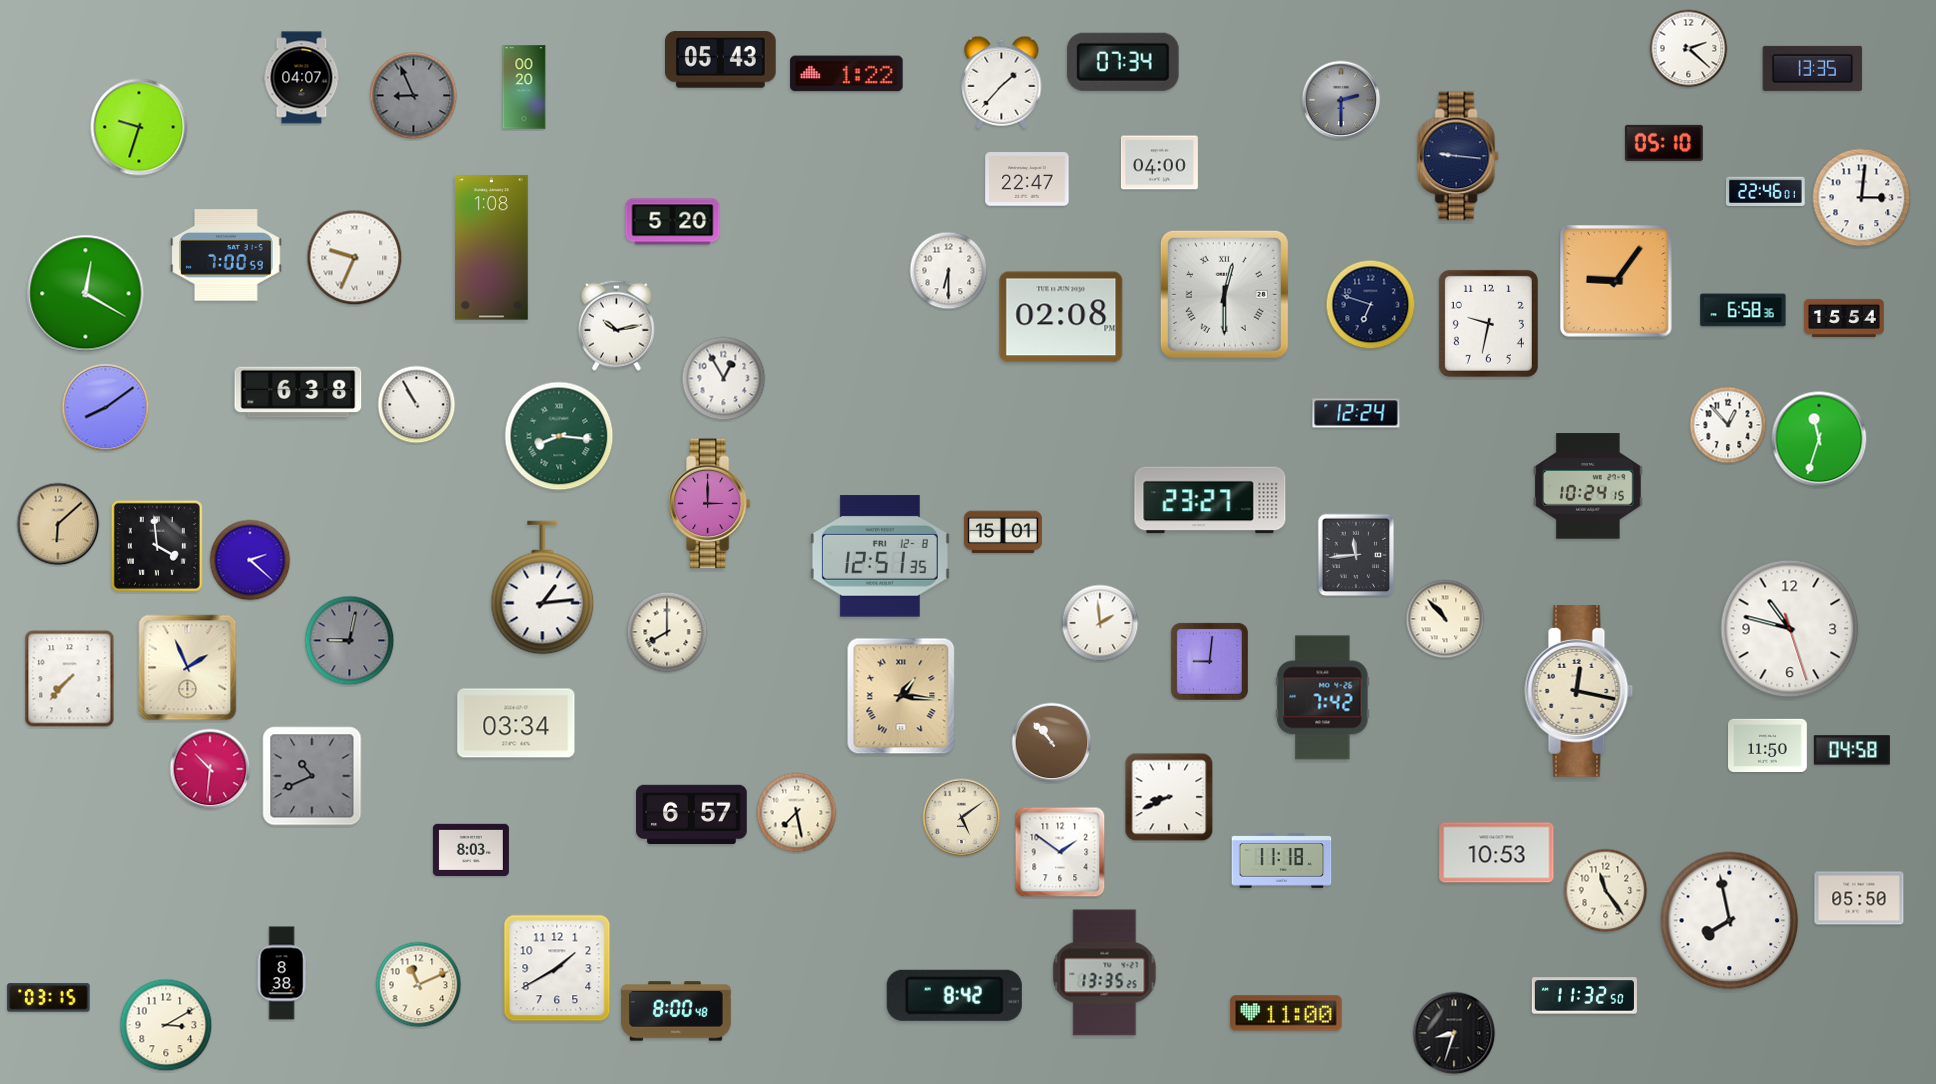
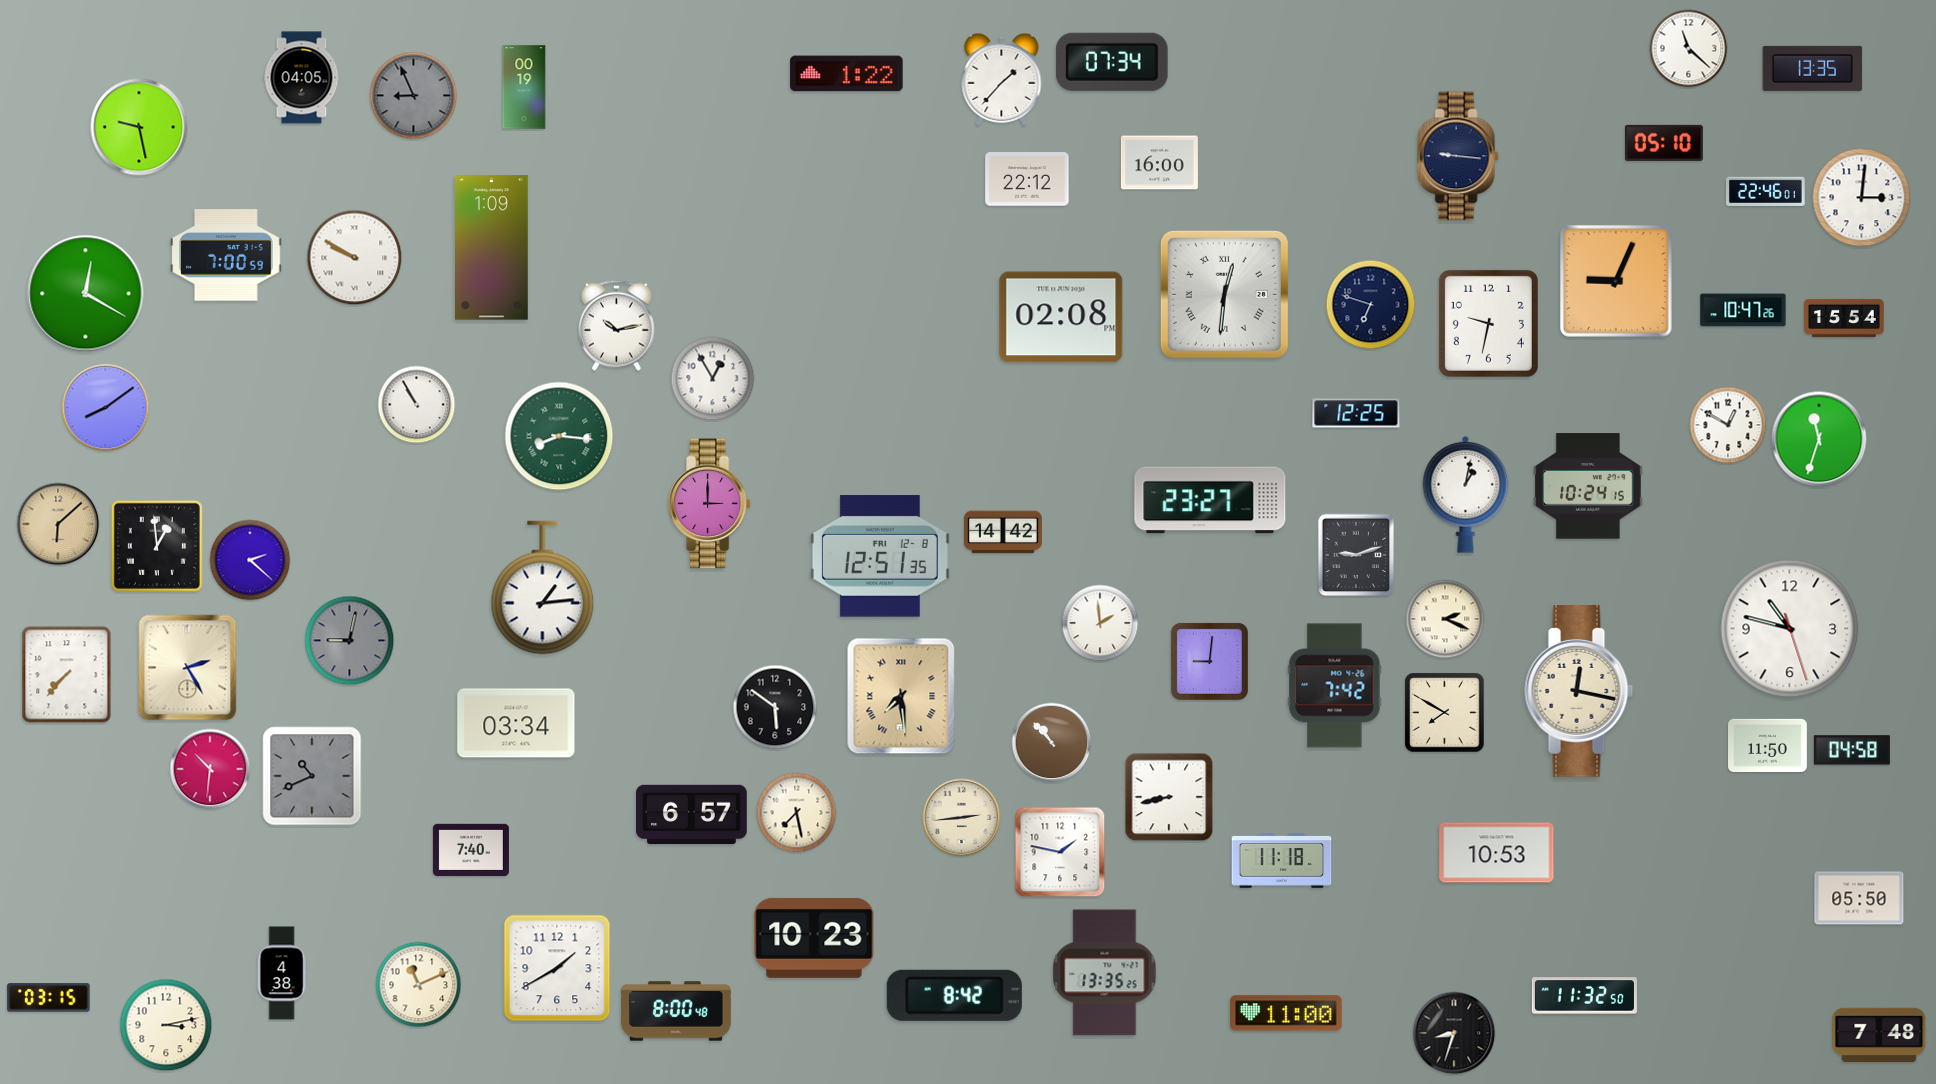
clock at (1689, 49): 2:22 -> 11:22
clock at (721, 60): 05:43 -> none
clock at (1123, 62) position: (1123, 62) -> (1112, 62)
clock at (302, 78): 04:07 -> 04:05
clock at (1002, 82) position: (1002, 82) -> (1002, 79)
clock at (524, 87): 00:20 -> 00:19
clock at (1341, 100): 2:30 -> none
clock at (139, 127): 9:33 -> 9:28
clock at (1159, 163): 04:00 -> 16:00
clock at (1027, 179): 22:47 -> 22:12
clock at (673, 222): 5:20 -> none
clock at (492, 248): 1:08 -> 1:09
clock at (355, 258): 9:34 -> 9:50
clock at (949, 271): 6:30 -> none
clock at (1617, 282): 9:06 -> 9:04
clock at (1224, 294): 12:30 -> 12:31
clock at (1743, 310): 6:58 -> 10:47
clock at (724, 379) position: (724, 379) -> (713, 379)
clock at (298, 392): 6:38 -> none
clock at (1356, 413): 12:24 -> 12:25
clock at (1728, 425): 12:53 -> 12:50
clock at (1466, 494): none -> 1:02
clock at (1003, 532): 15:01 -> 14:42
clock at (157, 546): 3:59 -> 12:59
clock at (1356, 555): 11:44 -> 9:12
clock at (1445, 619): 10:53 -> 2:19
clock at (667, 632): 8:00 -> none
clock at (188, 668): 1:56 -> 2:25
clock at (70, 679) position: (70, 679) -> (67, 675)
clock at (901, 696): 1:16 -> 7:29
clock at (1323, 698) position: (1323, 698) -> (1335, 686)
clock at (775, 707): none -> 5:51
clock at (1445, 713): none -> 7:50
clock at (1169, 797): 8:41 -> 8:43
clock at (962, 818): 5:09 -> 2:44
clock at (471, 849): 8:03 -> 7:40
clock at (1060, 852): 1:51 -> 1:47
clock at (1606, 891): 11:24 -> none
clock at (1730, 921): 7:58 -> none
clock at (814, 938): none -> 10:23
clock at (282, 973): 8:38 -> 4:38
clock at (166, 1025): 3:10 -> 3:13
clock at (1879, 1034): none -> 7:48
